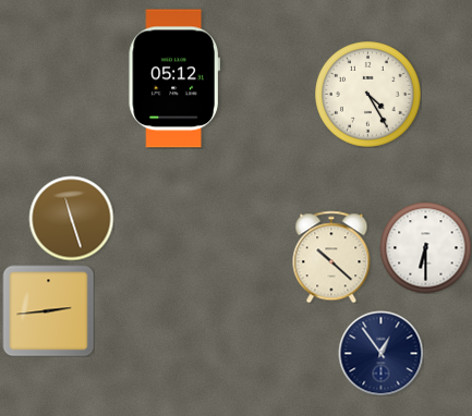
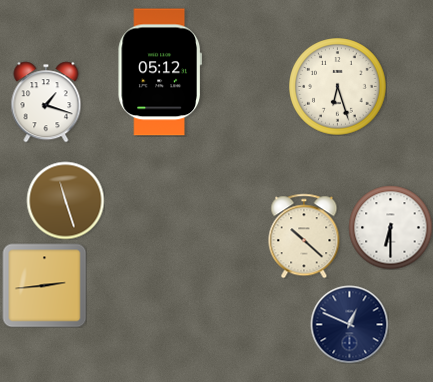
clock at (368, 95): 4:25 -> 6:27
clock at (46, 102): none -> 1:18
clock at (380, 353): 12:54 -> 12:49
